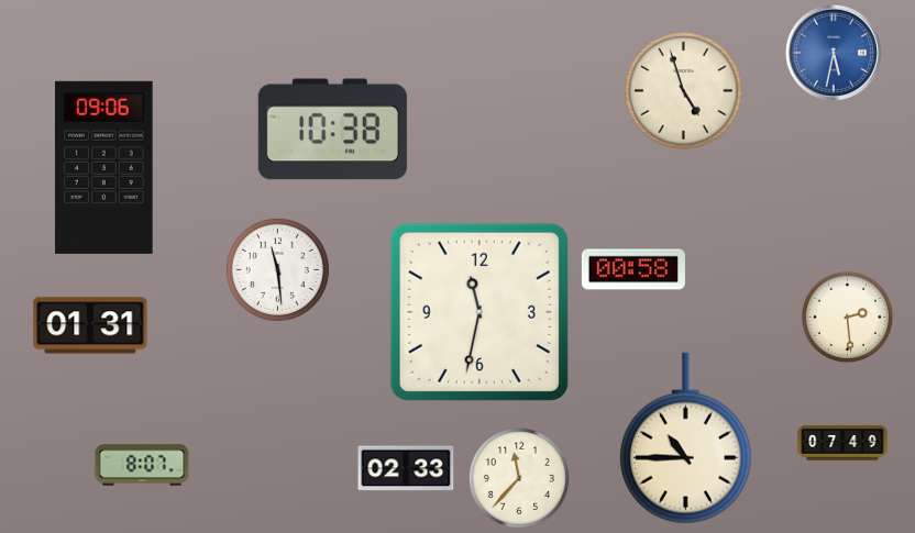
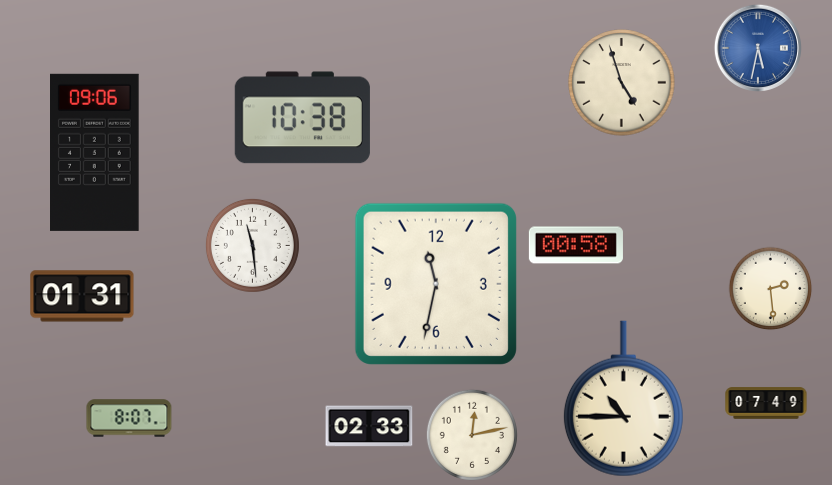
clock at (142, 465) position: (142, 465) -> (129, 418)
clock at (519, 478): 11:37 -> 12:13
